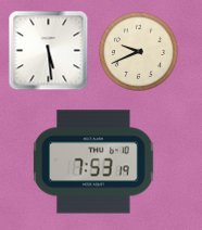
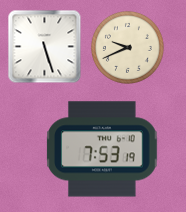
clock at (49, 51): 5:29 -> 5:27
clock at (93, 162) position: (93, 162) -> (102, 149)
